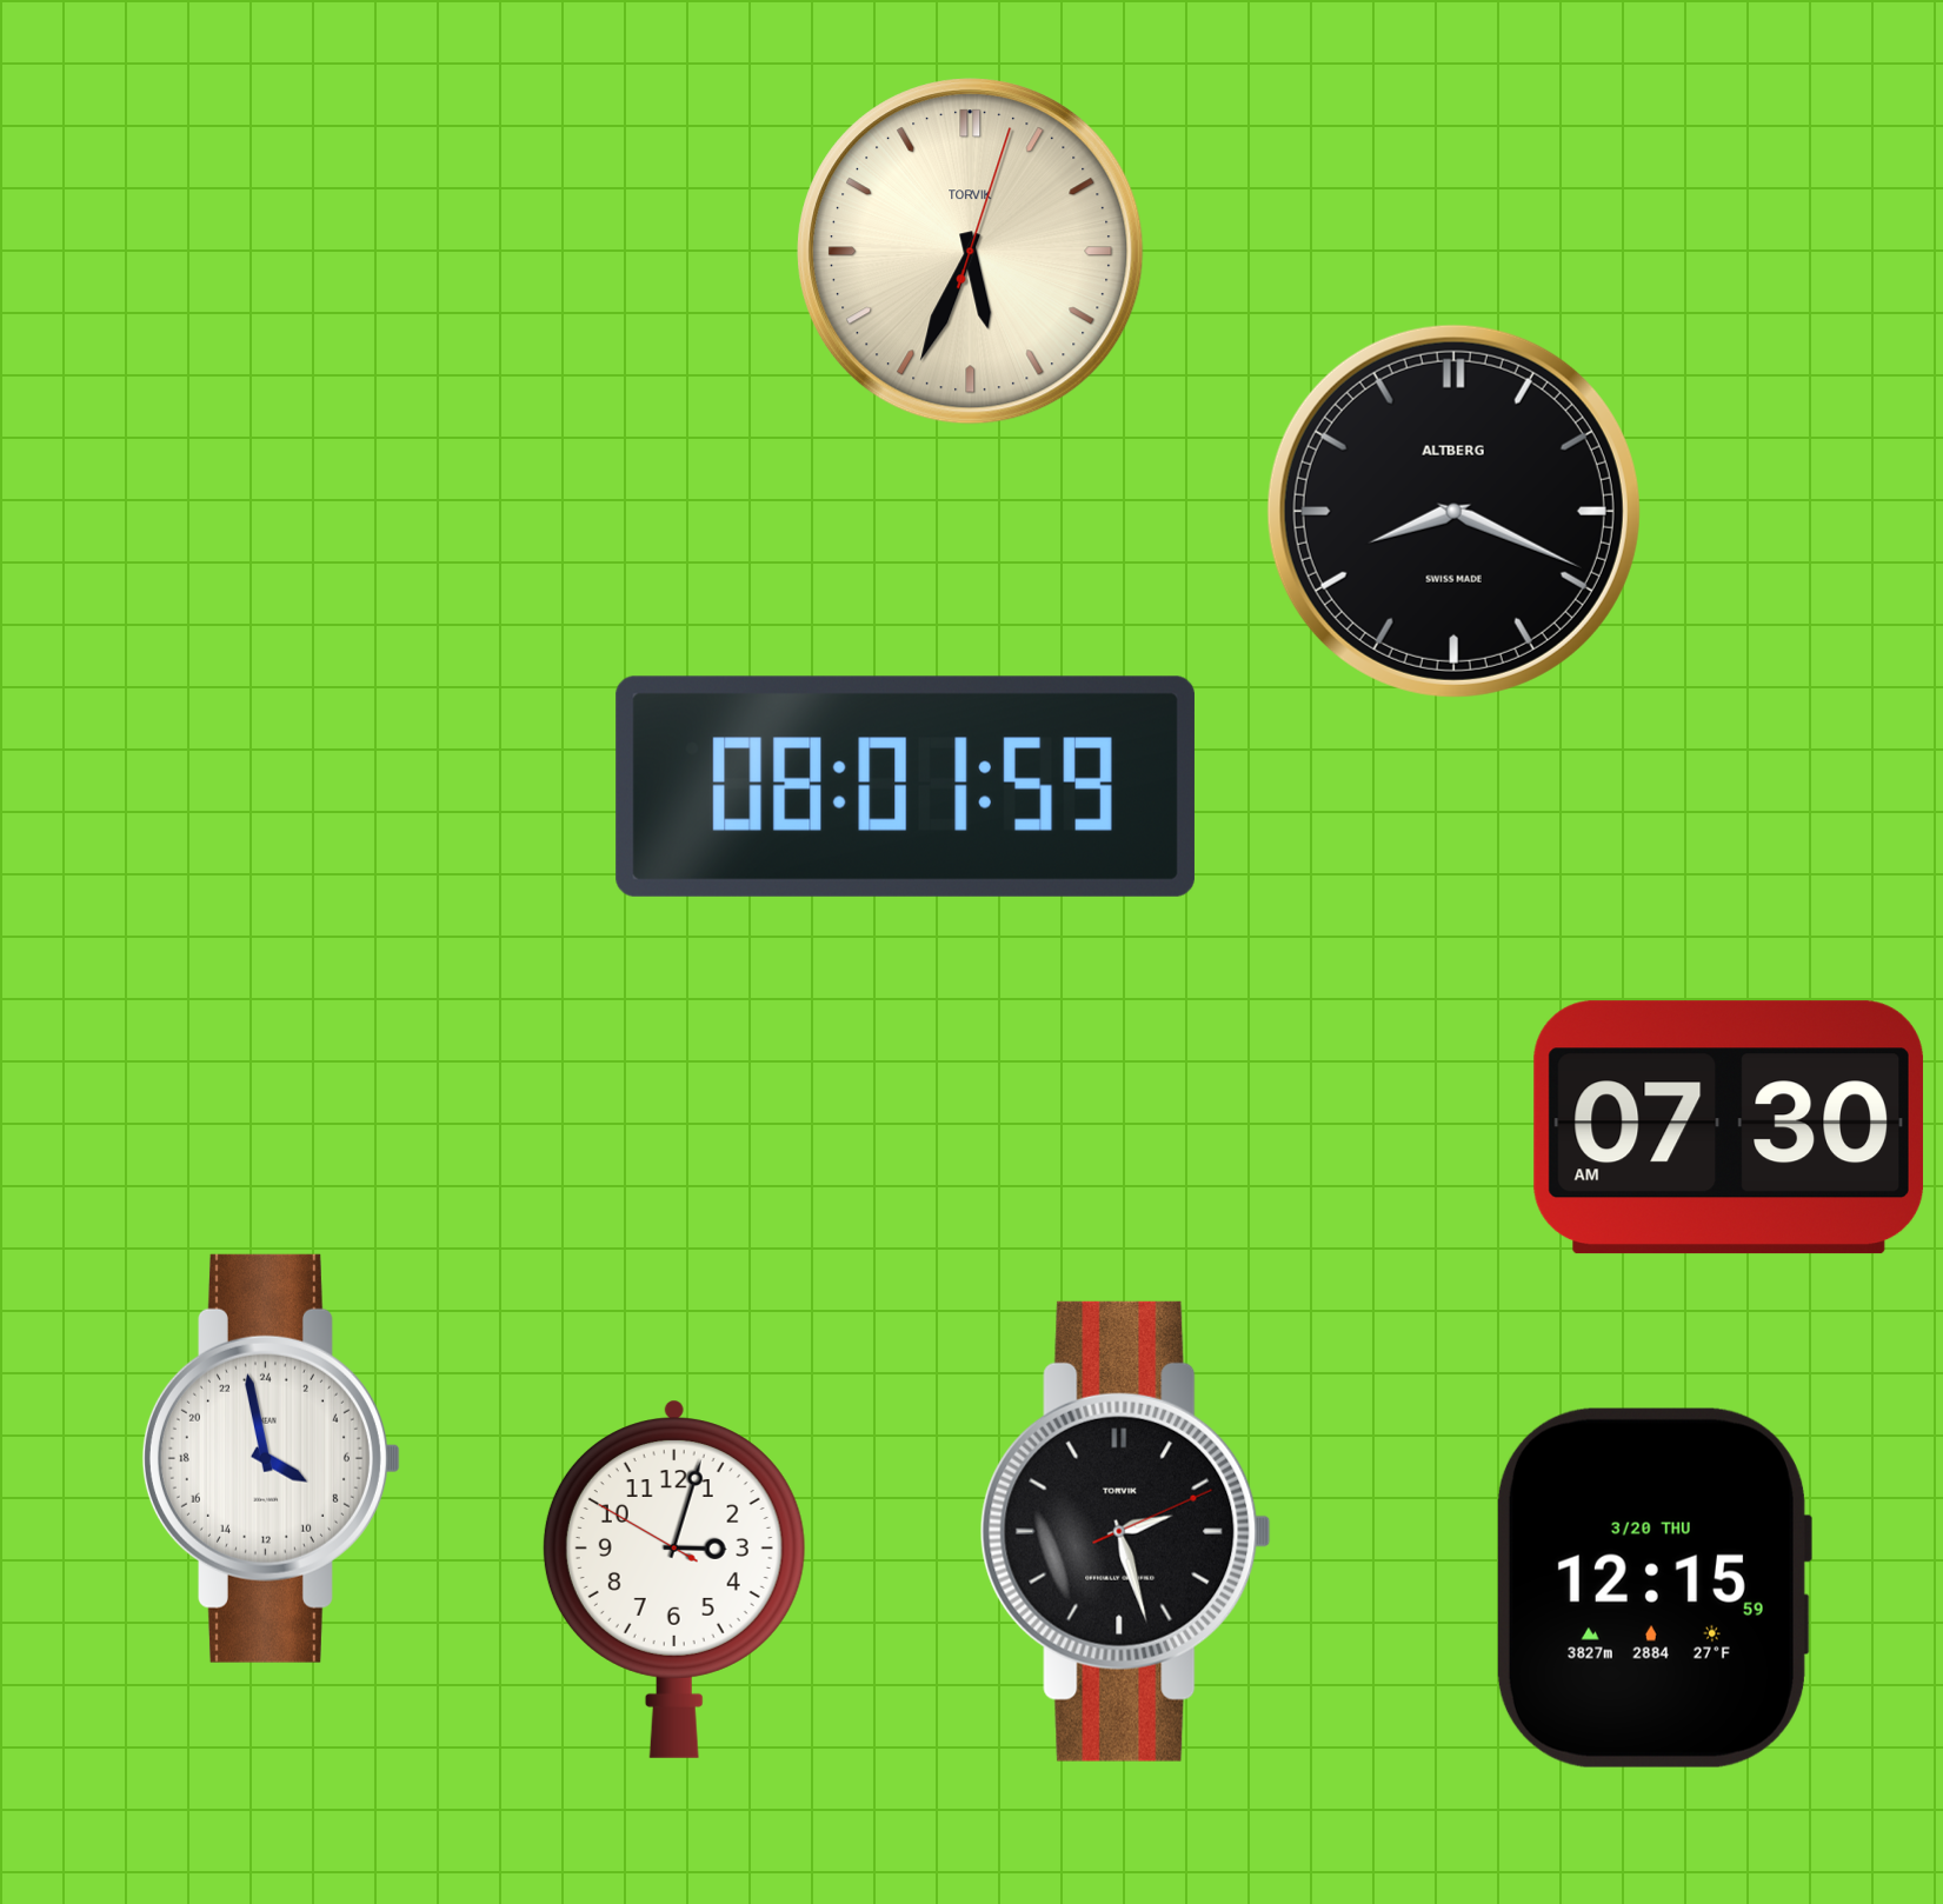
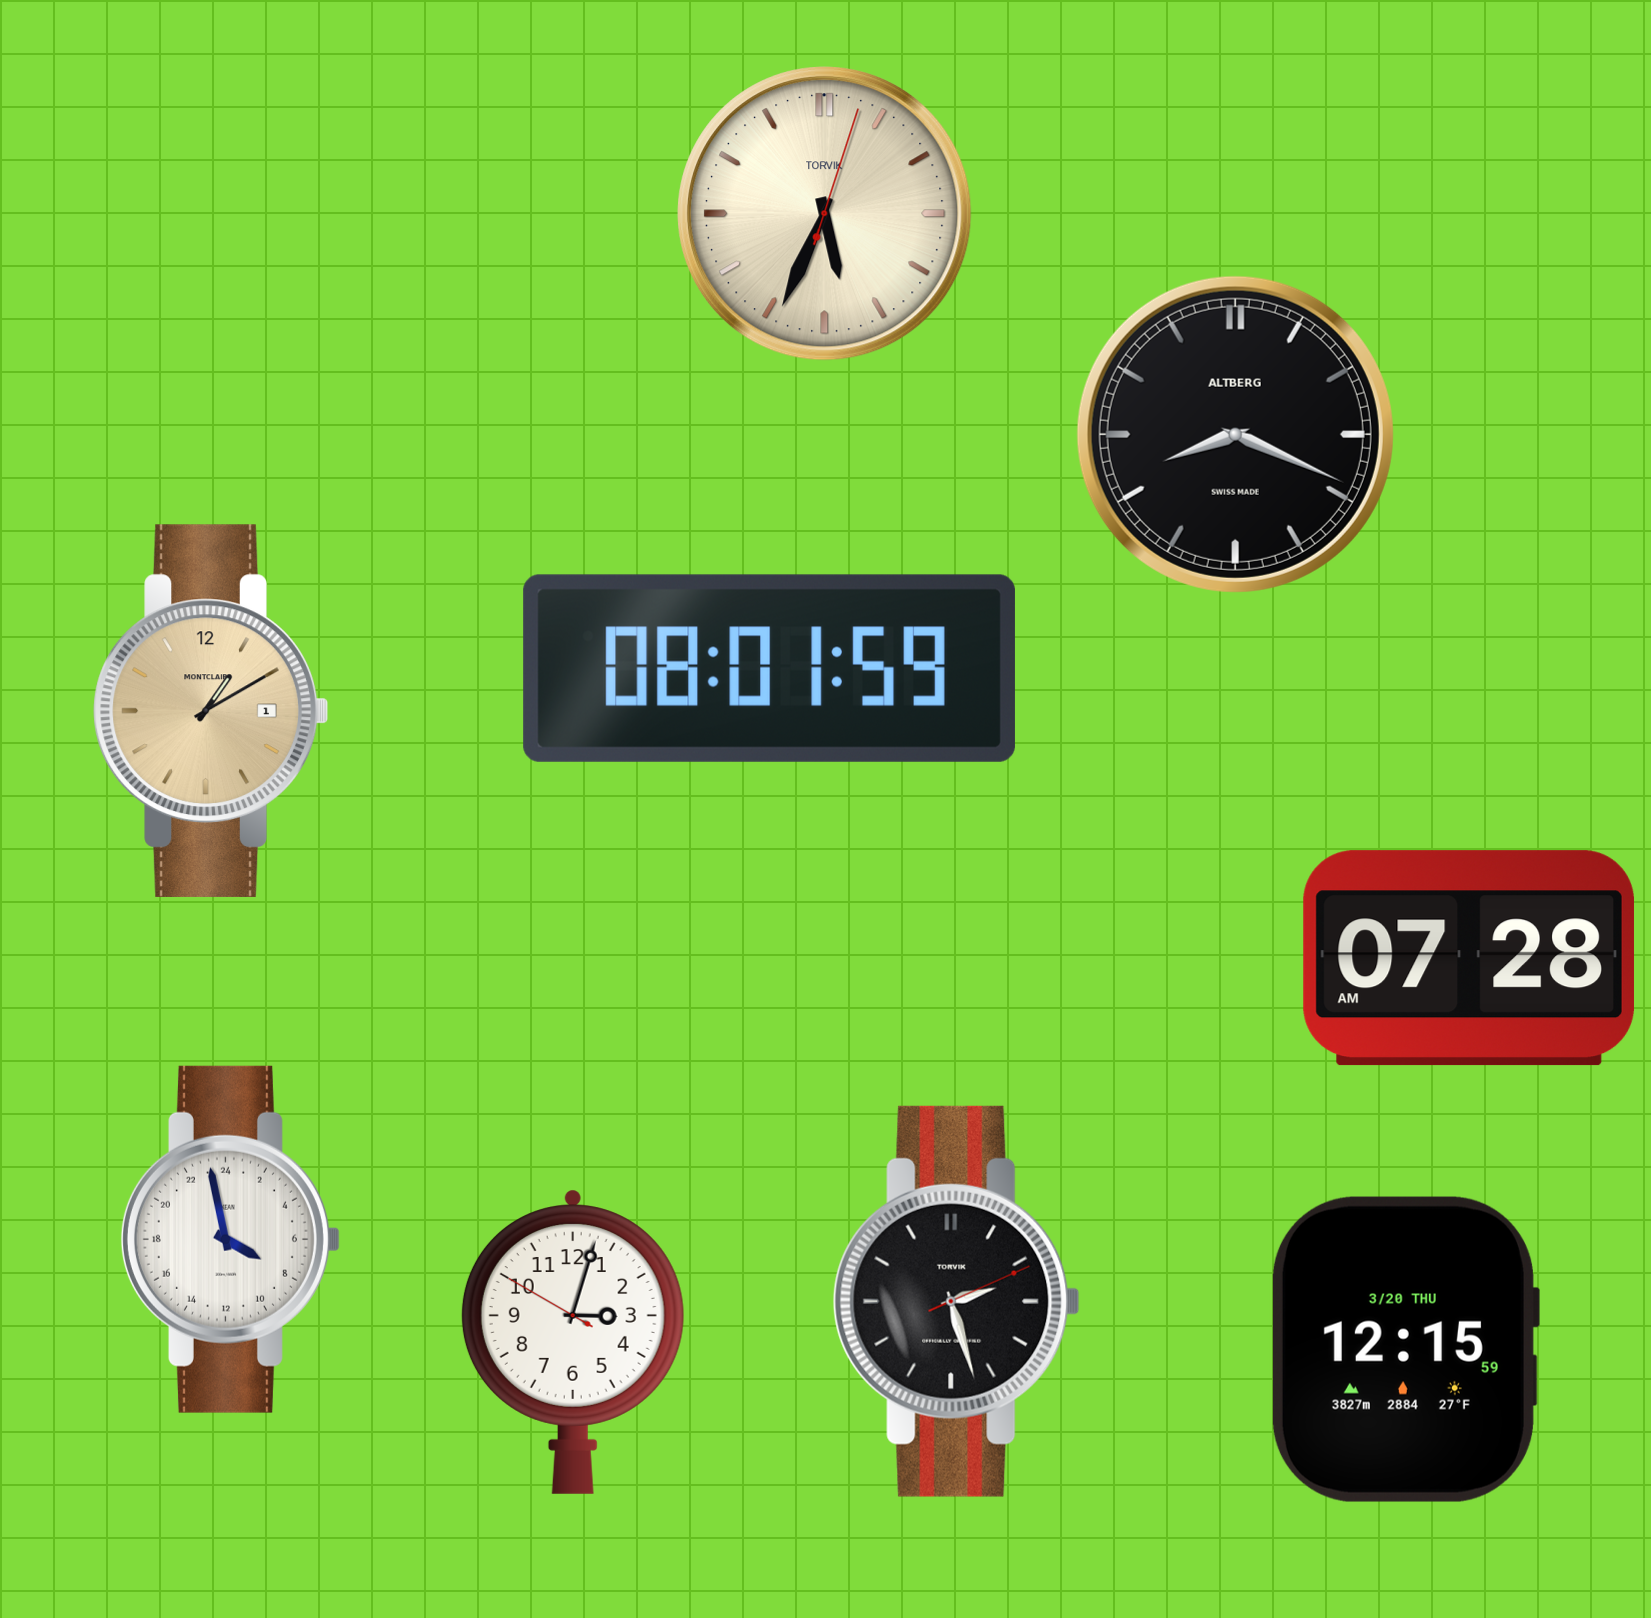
clock at (211, 711): none -> 1:10
clock at (1729, 1127): 07:30 -> 07:28
